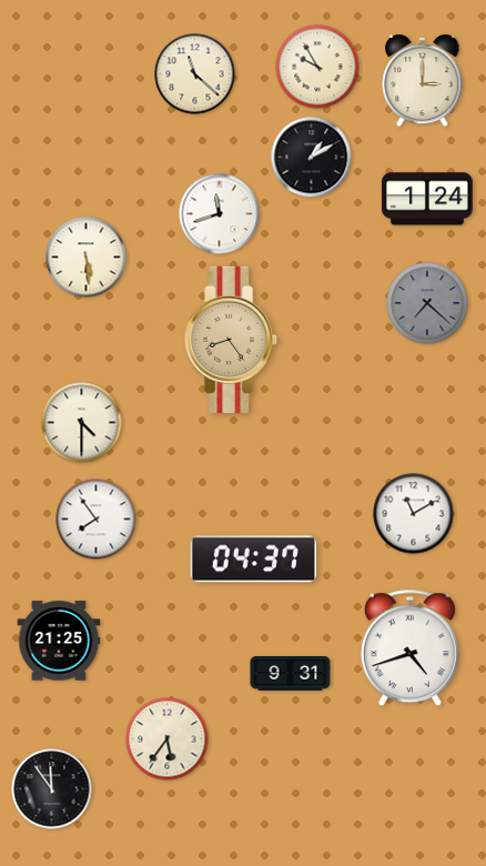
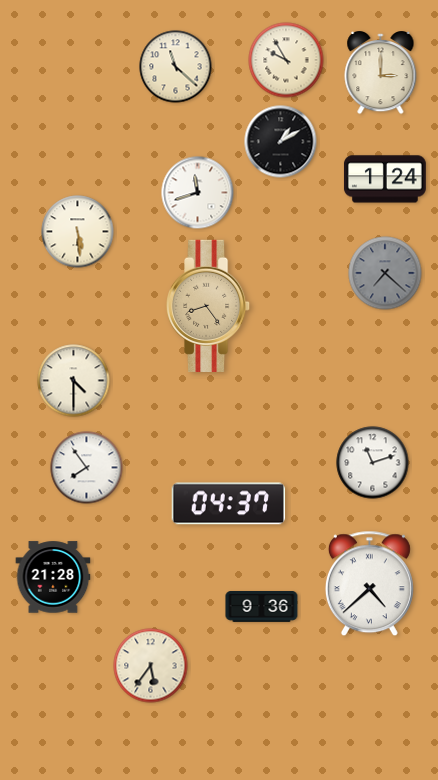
clock at (414, 514): 11:10 -> 11:12
clock at (59, 641): 21:25 -> 21:28
clock at (409, 648): 4:42 -> 4:38
clock at (291, 674): 9:31 -> 9:36
clock at (52, 789): 11:54 -> none
